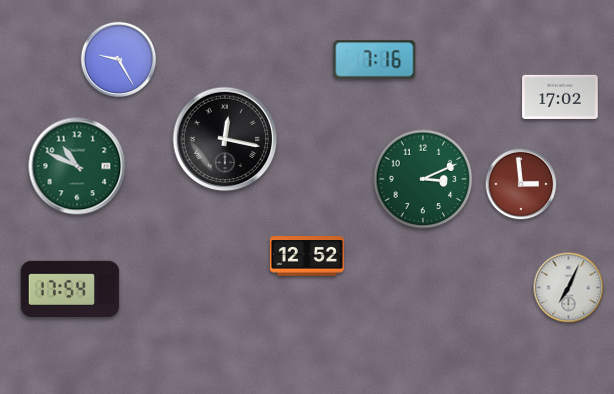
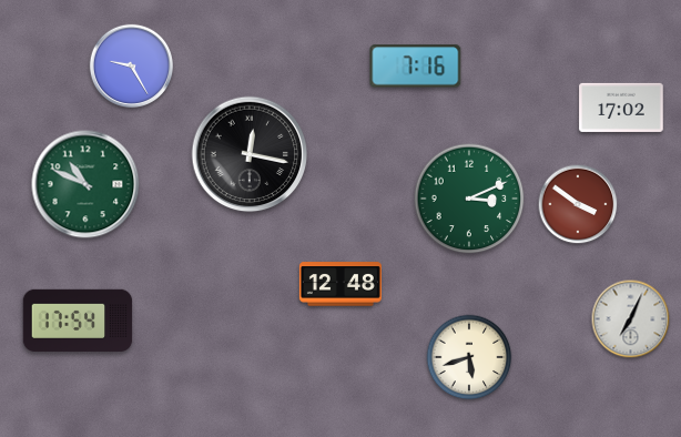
clock at (521, 184): 2:59 -> 3:51
clock at (307, 256): 12:52 -> 12:48
clock at (469, 357): none -> 5:42
